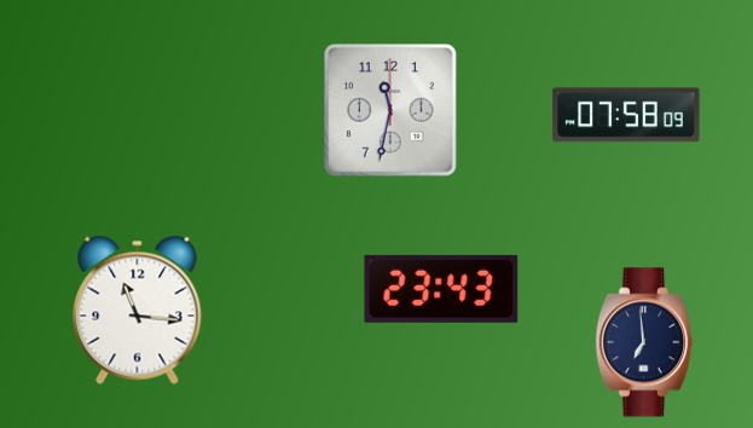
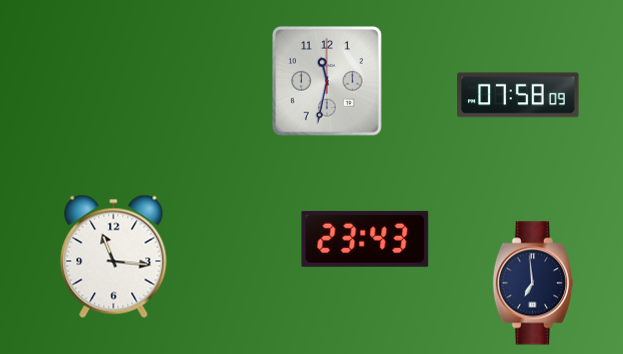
clock at (392, 111) position: (392, 111) -> (328, 82)
